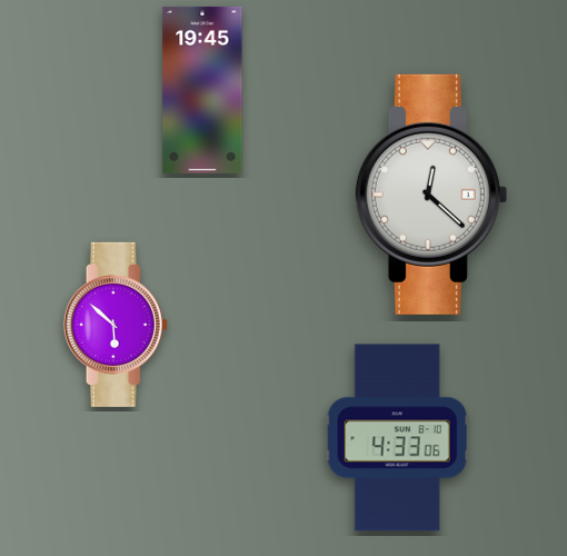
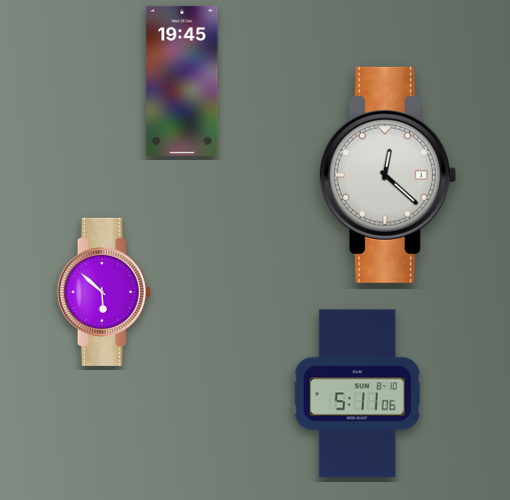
clock at (397, 438): 4:33 -> 5:11
